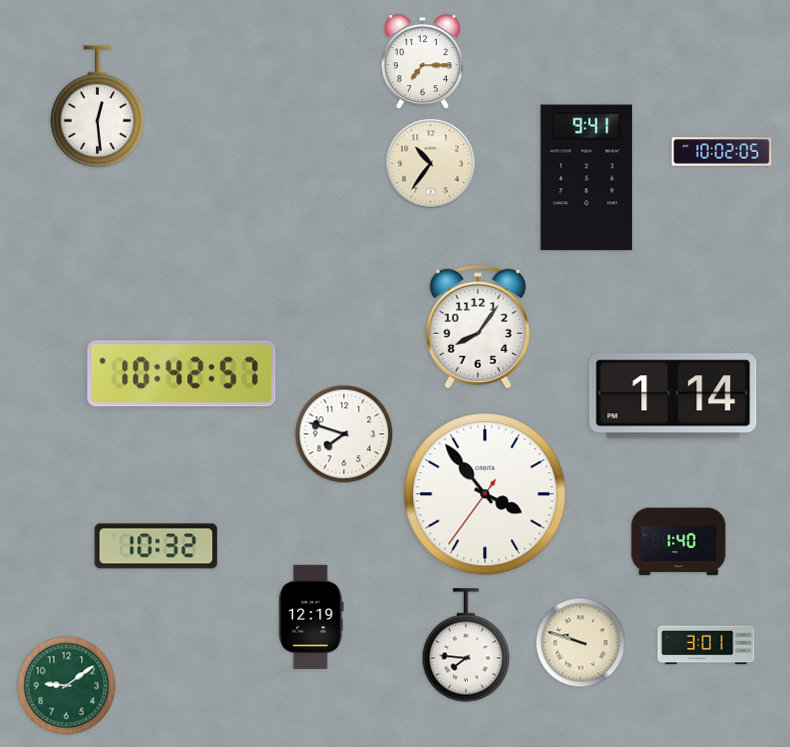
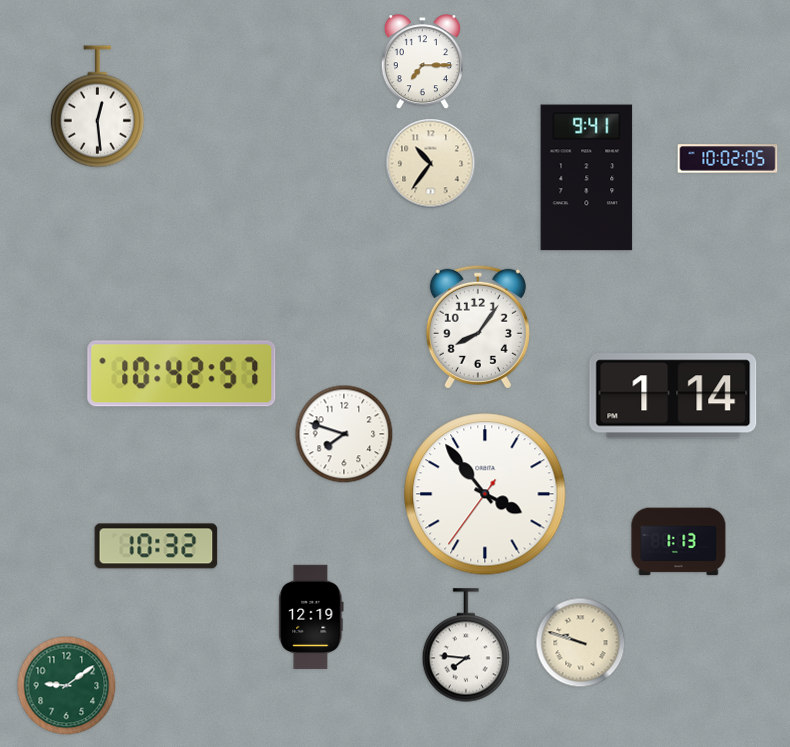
clock at (722, 152) position: (722, 152) -> (728, 159)
clock at (679, 542): 1:40 -> 1:13
clock at (706, 645): 3:01 -> none
